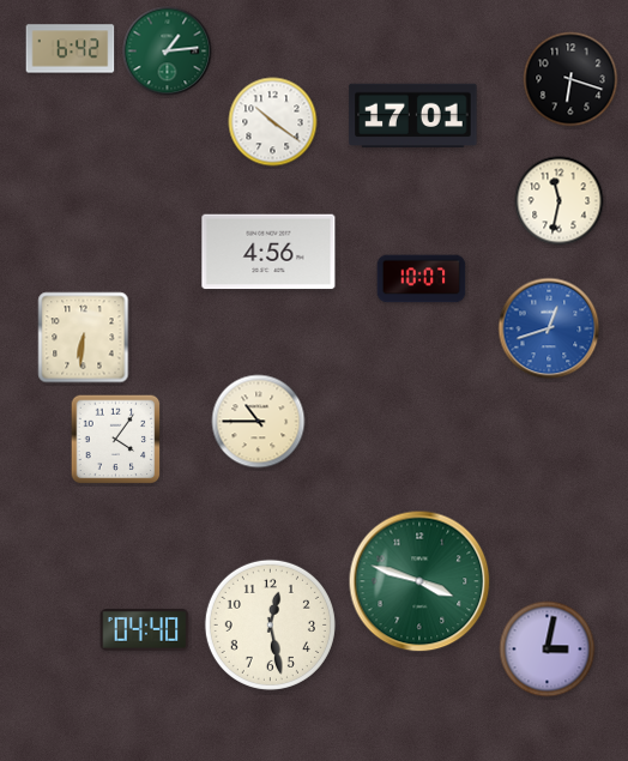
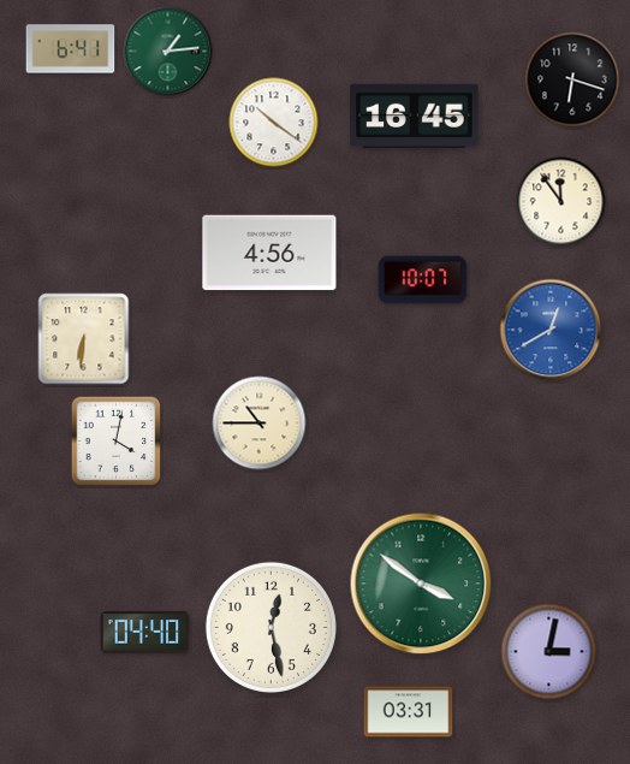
clock at (71, 49): 6:42 -> 6:41
clock at (413, 116): 17:01 -> 16:45
clock at (560, 201): 11:32 -> 11:54
clock at (549, 328): 12:42 -> 12:40
clock at (116, 440): 4:06 -> 4:02
clock at (419, 581): 3:48 -> 3:51
clock at (409, 712): none -> 03:31
